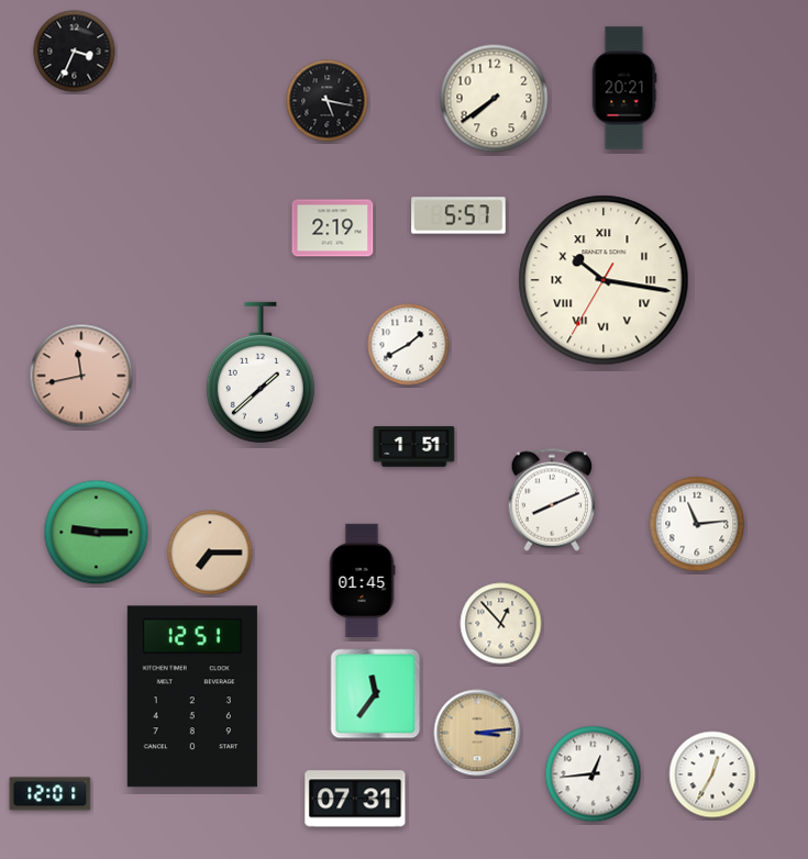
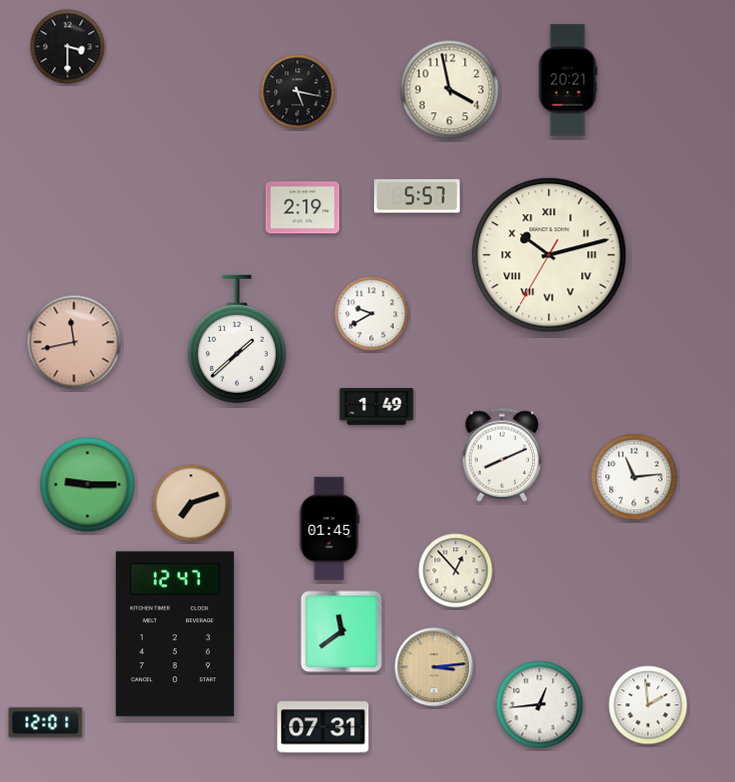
clock at (75, 52): 3:34 -> 3:30
clock at (495, 99): 7:39 -> 3:58
clock at (604, 280): 10:16 -> 10:12
clock at (409, 345): 1:40 -> 9:40
clock at (414, 447): 1:51 -> 1:49
clock at (210, 553): 7:15 -> 7:12
clock at (501, 624) position: (501, 624) -> (456, 571)
clock at (376, 694): 11:36 -> 11:39
clock at (192, 696): 12:51 -> 12:47
clock at (712, 774): 12:35 -> 1:59
